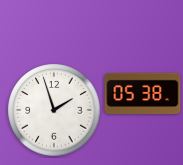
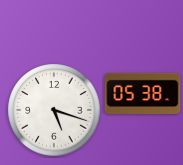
clock at (54, 110): 1:57 -> 5:18
